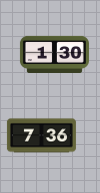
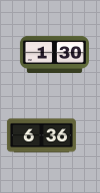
clock at (41, 136): 7:36 -> 6:36
